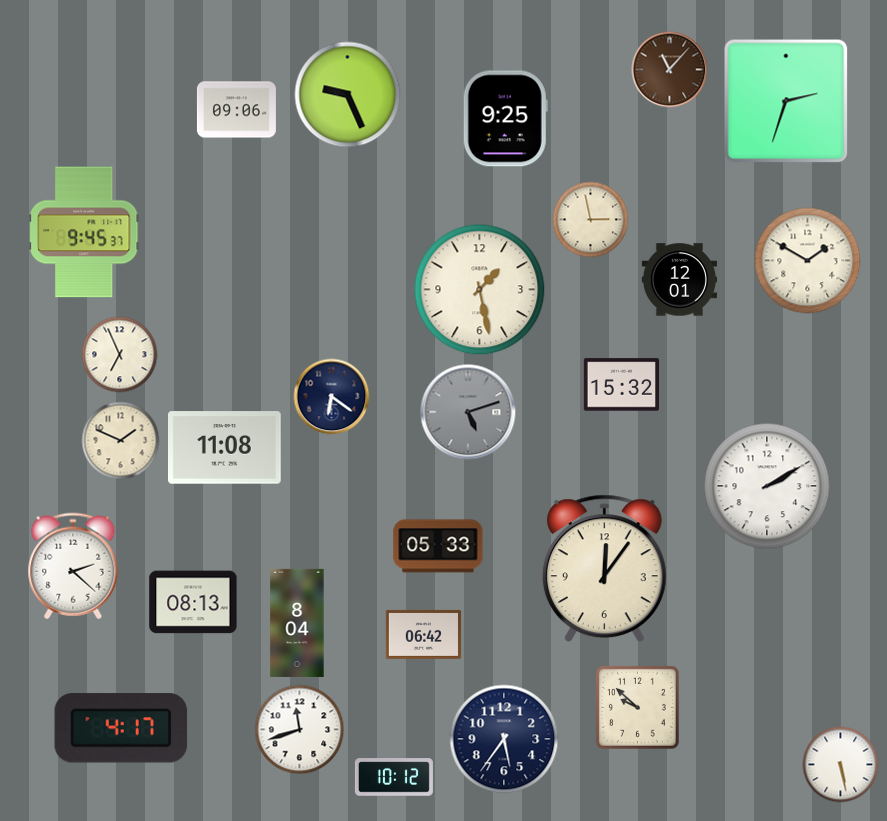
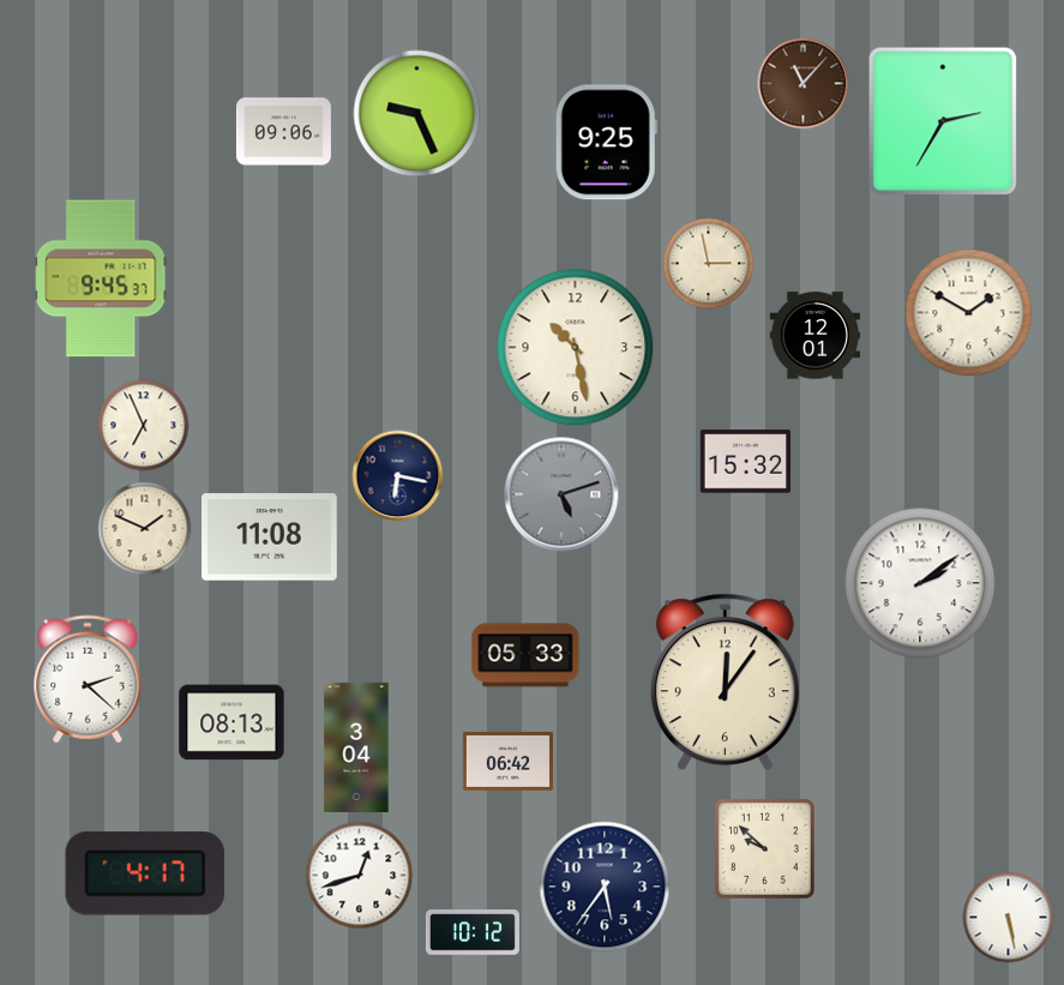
clock at (786, 101): 2:33 -> 2:35
clock at (480, 290): 1:28 -> 10:28
clock at (332, 397): 6:21 -> 6:17
clock at (767, 486): 2:10 -> 2:09
clock at (297, 623): 8:04 -> 3:04
clock at (300, 730): 11:42 -> 12:42
